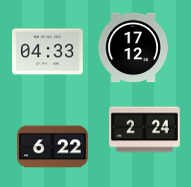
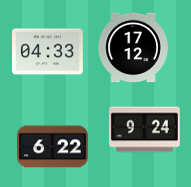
clock at (145, 130): 2:24 -> 9:24
